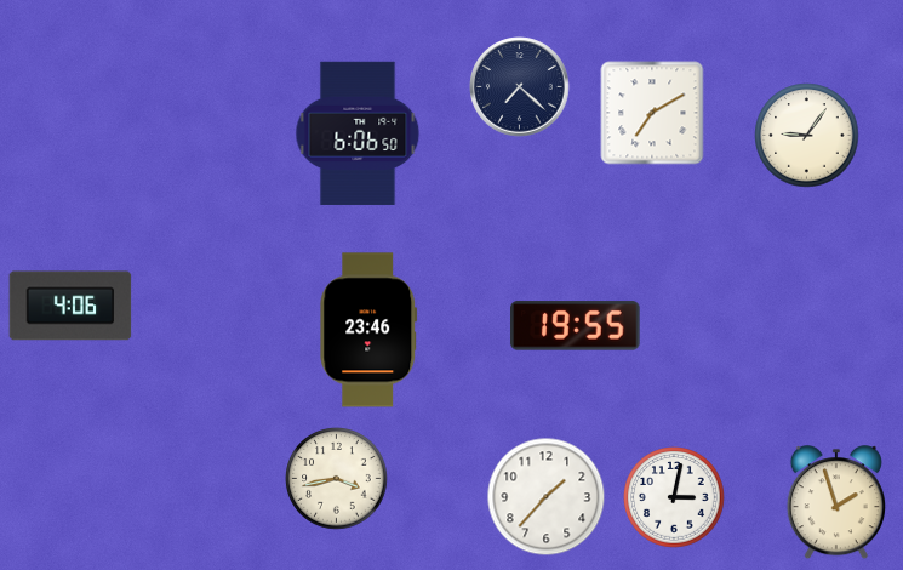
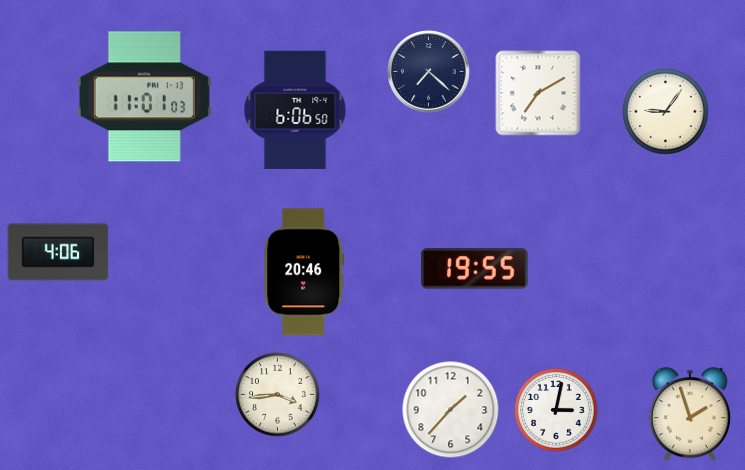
clock at (144, 97): none -> 11:01
clock at (368, 330): 23:46 -> 20:46
clock at (337, 479): 3:43 -> 3:44
